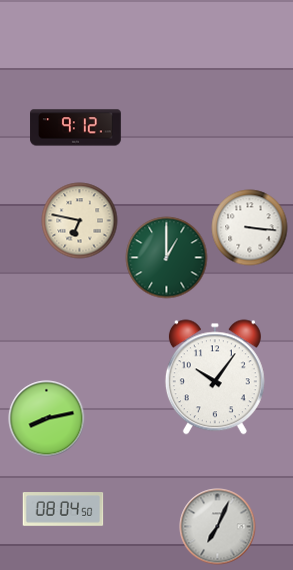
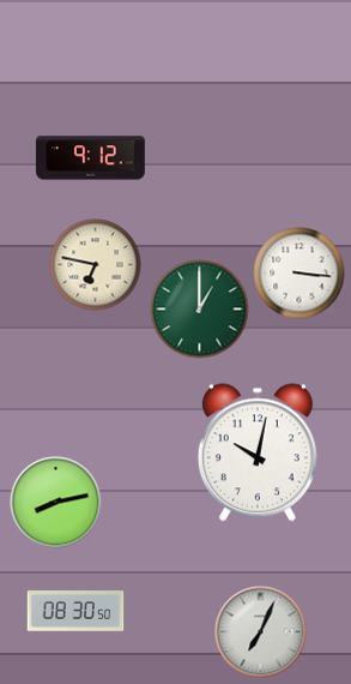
clock at (76, 128) position: (76, 128) -> (91, 158)
clock at (215, 377): 10:06 -> 10:02
clock at (63, 509): 08:04 -> 08:30
